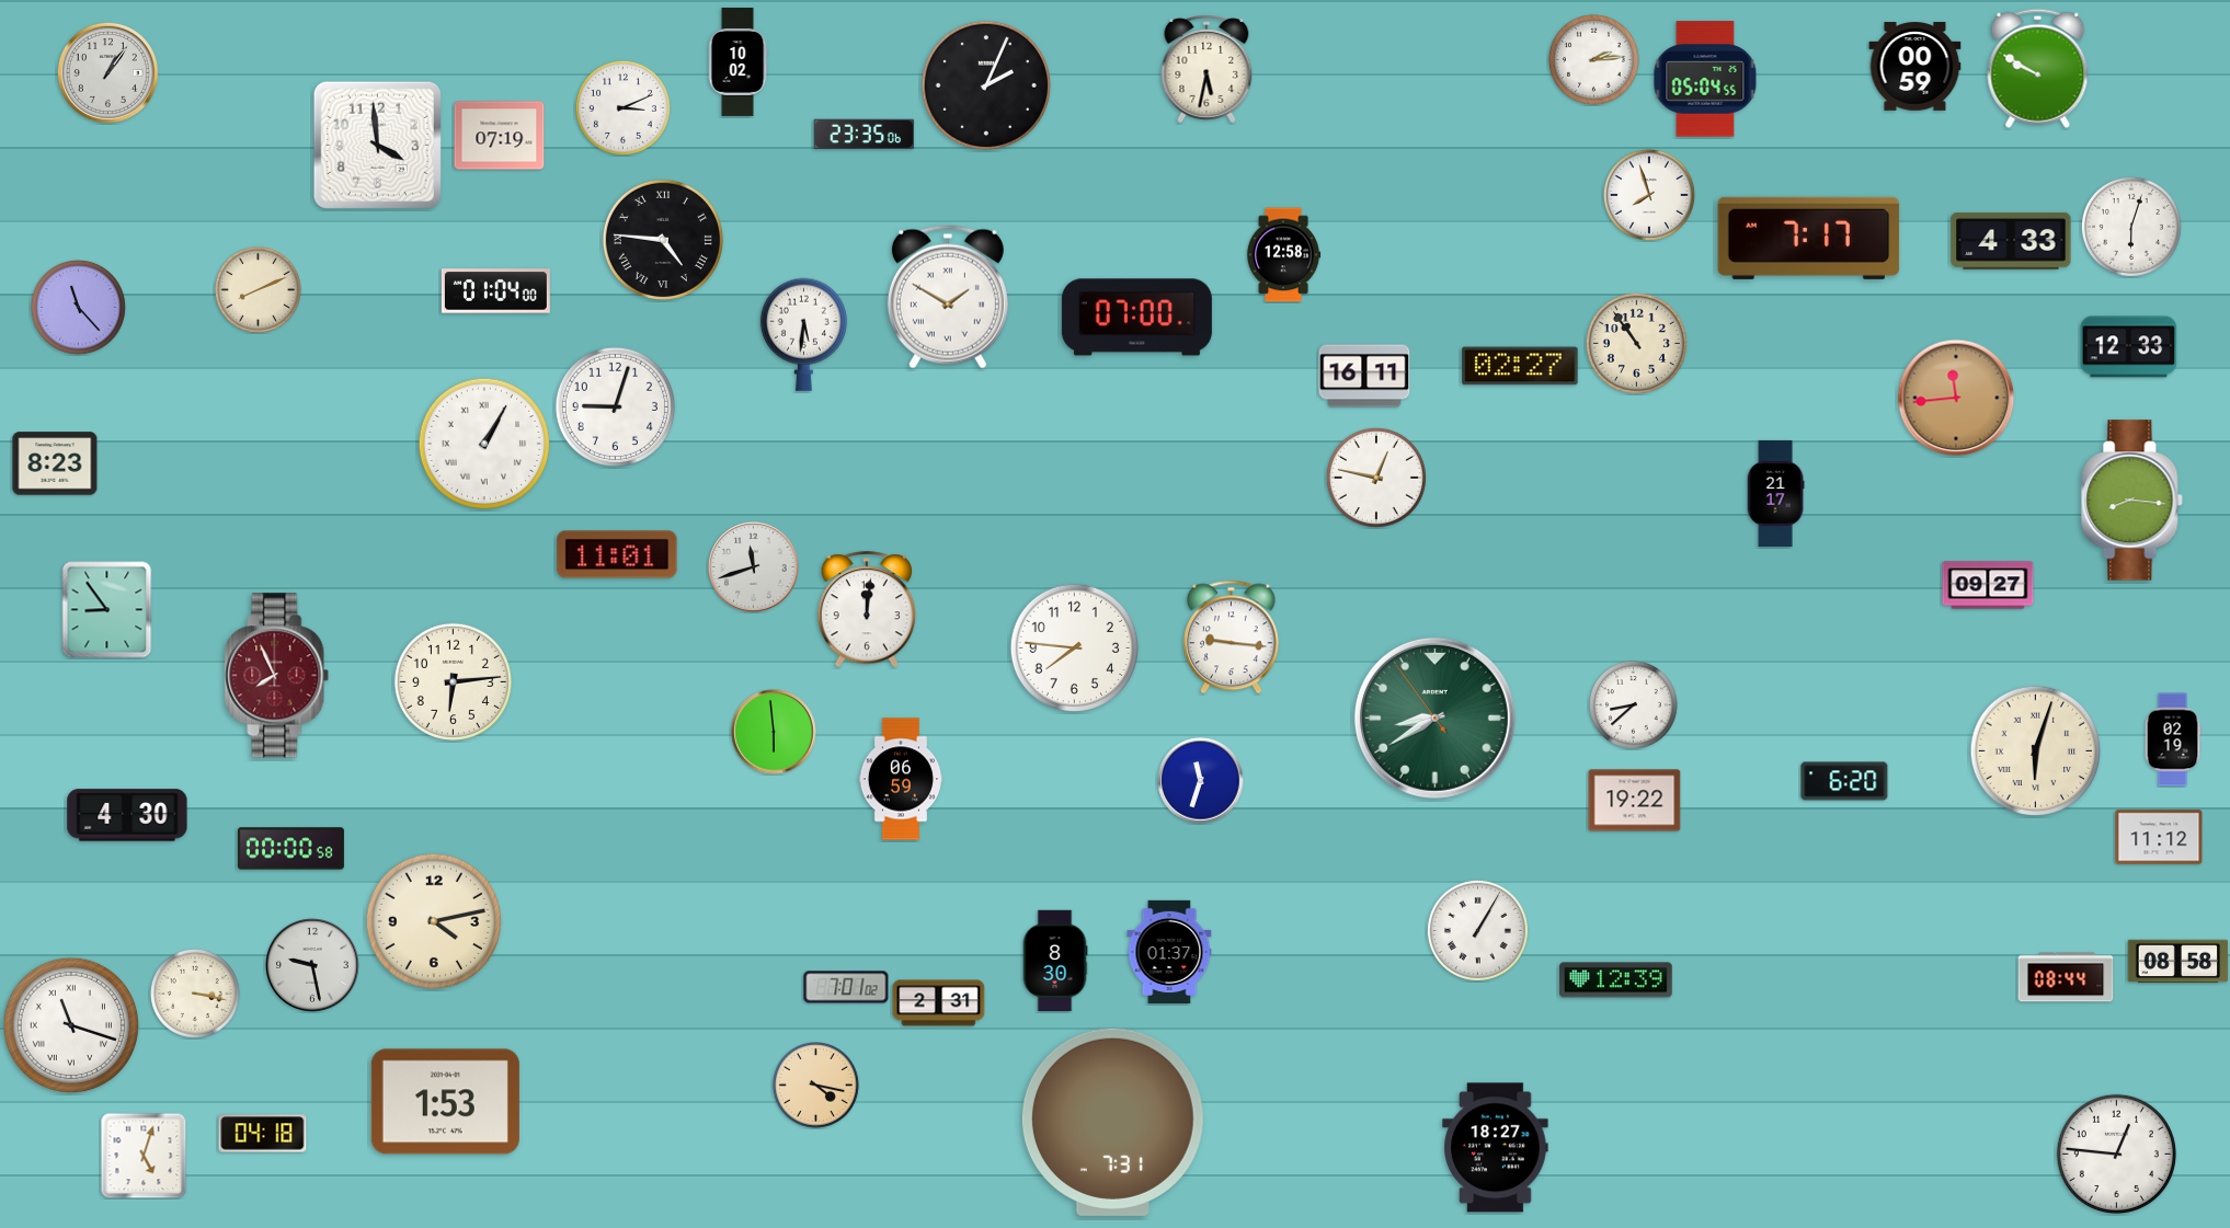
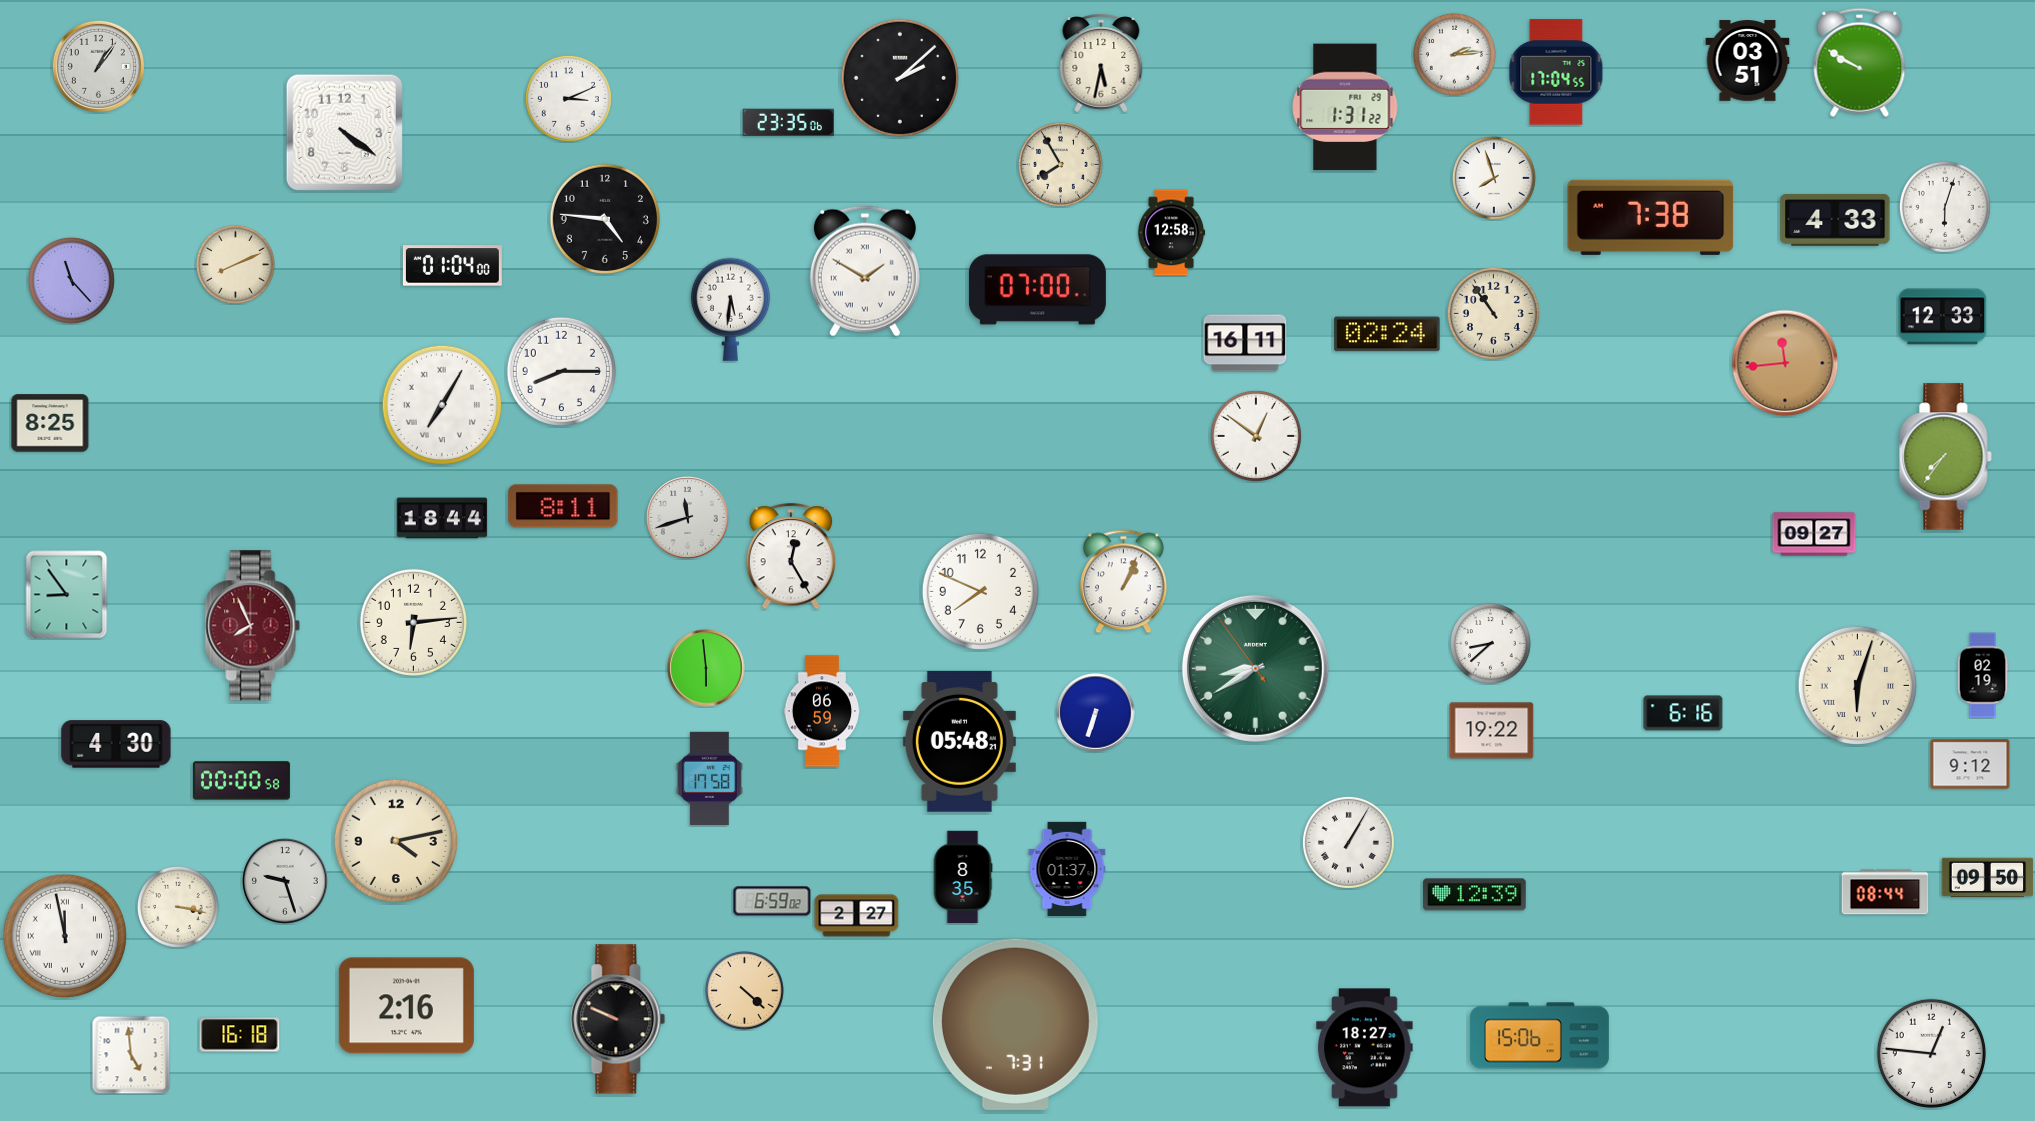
clock at (737, 61): 10:02 -> none
clock at (1915, 67): 00:59 -> 03:51
clock at (1705, 79): 05:04 -> 17:04
clock at (985, 84): 2:04 -> 2:08
clock at (1345, 107): none -> 1:31
clock at (500, 136): 07:19 -> none
clock at (377, 145): 3:59 -> 4:21
clock at (1060, 164): none -> 7:55
clock at (1649, 195) position: (1649, 195) -> (1494, 178)
clock at (1809, 238): 7:17 -> 7:38
clock at (663, 240) numerals: Roman -> Arabic
clock at (803, 334) position: (803, 334) -> (730, 309)
clock at (1520, 366): 02:27 -> 02:24
clock at (615, 406): 9:03 -> 8:15
clock at (483, 443): 1:05 -> 7:05
clock at (55, 463): 8:23 -> 8:25
clock at (1376, 478): 12:47 -> 12:51
clock at (1775, 493): 21:17 -> none
clock at (2132, 501): 8:16 -> 7:36
clock at (617, 554): 11:01 -> 8:11
clock at (442, 518): none -> 18:44
clock at (107, 610) position: (107, 610) -> (67, 595)
clock at (867, 610): 12:01 -> 12:25
clock at (1231, 638): 9:16 -> 1:04
clock at (1074, 647): 7:46 -> 7:49
clock at (277, 676) position: (277, 676) -> (253, 626)
clock at (1434, 718) position: (1434, 718) -> (1255, 668)
clock at (1201, 781): 11:33 -> 6:33
clock at (1844, 781): 6:20 -> 6:16
clock at (959, 741): none -> 05:48
clock at (2159, 837): 11:12 -> 9:12
clock at (290, 849) position: (290, 849) -> (241, 781)
clock at (709, 778): none -> 17:58
clock at (1477, 930) position: (1477, 930) -> (1348, 842)
clock at (1055, 961): 8:30 -> 8:35
clock at (2178, 962): 08:58 -> 09:50
clock at (313, 966): 9:28 -> 9:27
clock at (846, 987): 7:01 -> 6:59
clock at (939, 1003): 2:31 -> 2:27
clock at (71, 1025): 11:18 -> 11:58
clock at (816, 1086): 4:17 -> 4:22
clock at (445, 1102): 1:53 -> 2:16
clock at (618, 1019): none -> 9:49
clock at (263, 1134): 04:18 -> 16:18
clock at (1539, 1036): none -> 15:06
clock at (144, 1156): 5:03 -> 4:59
